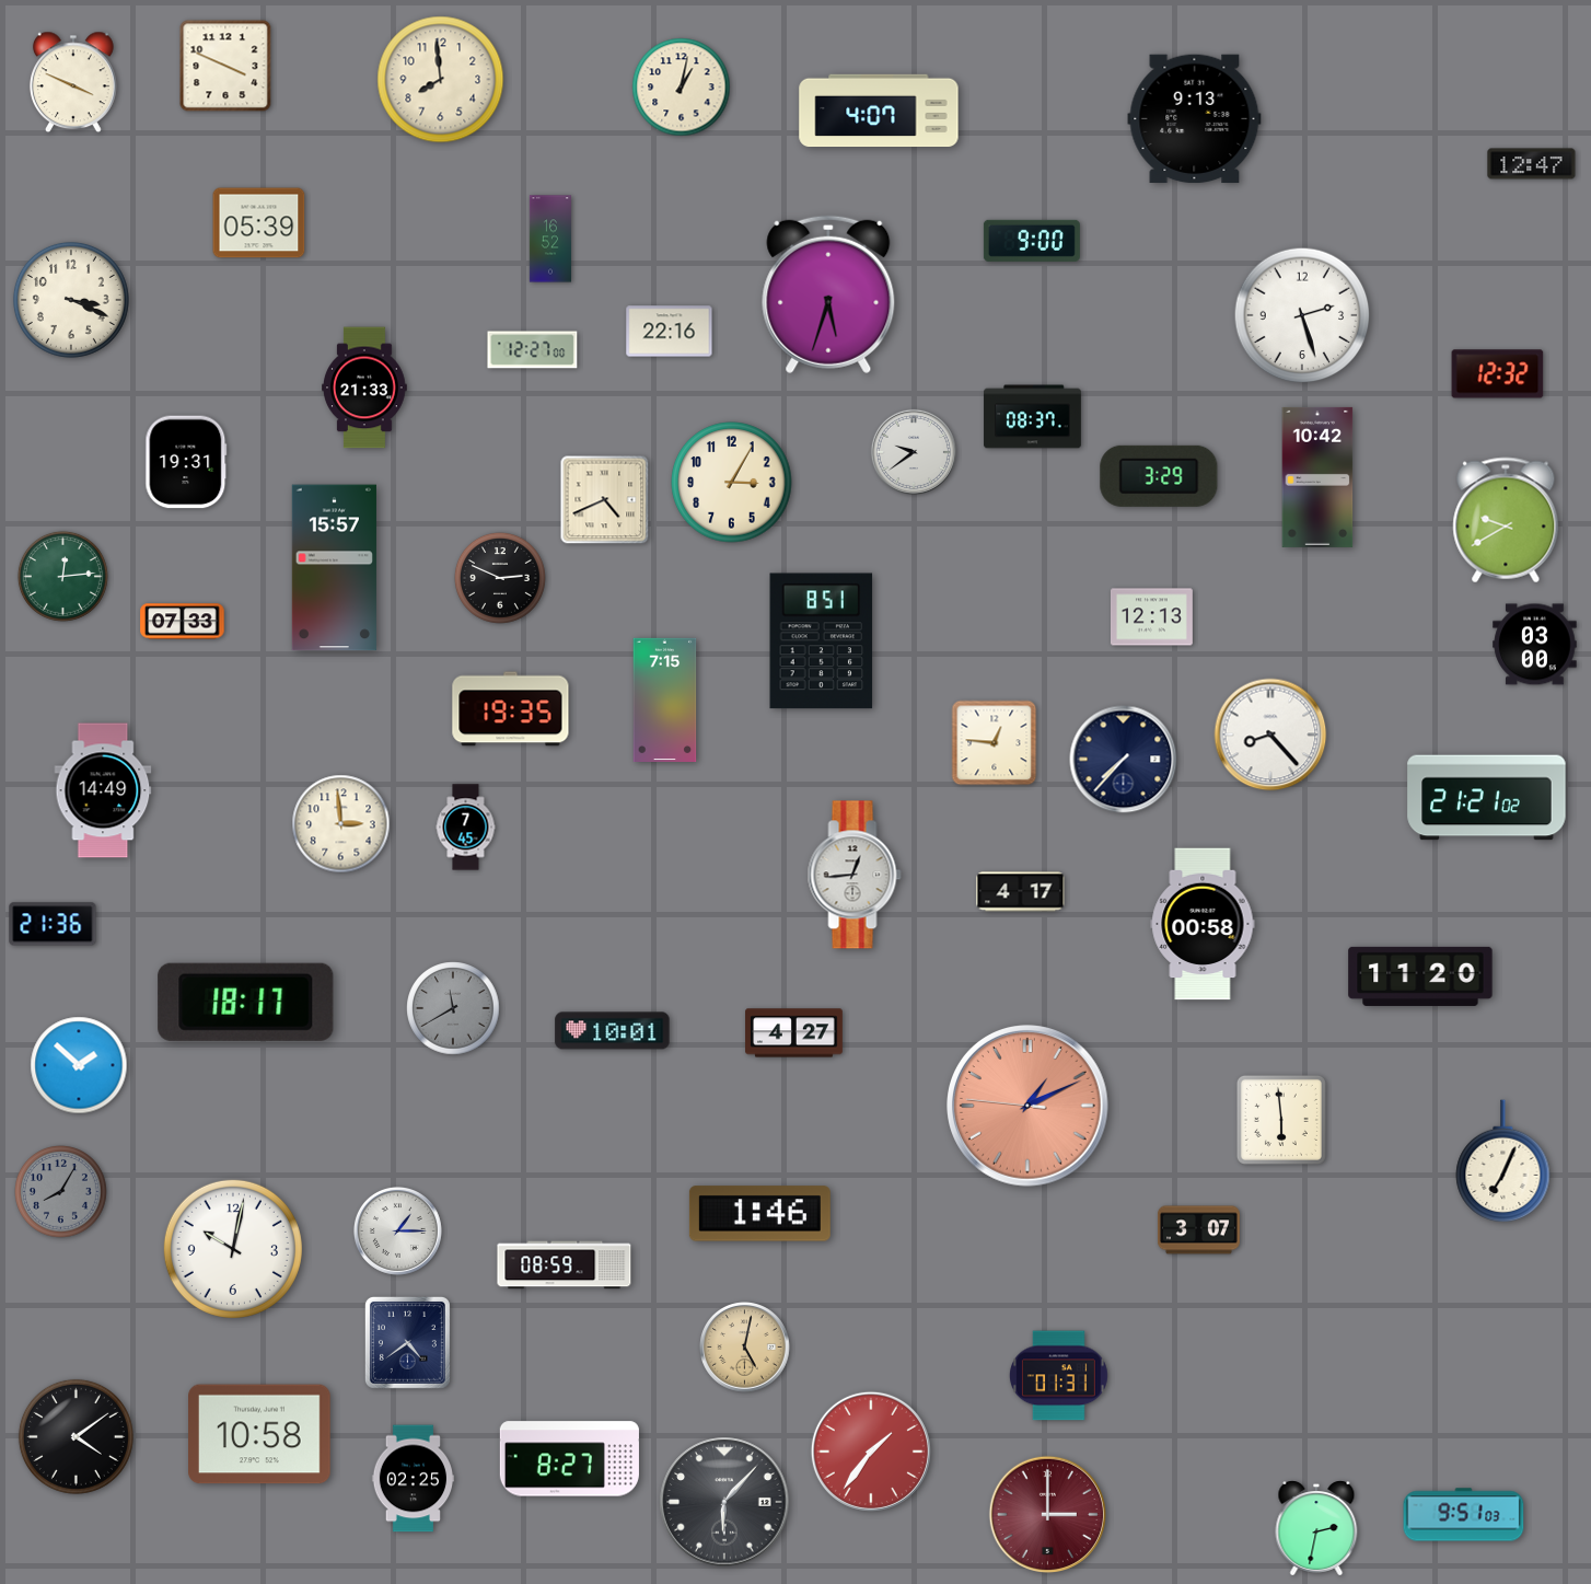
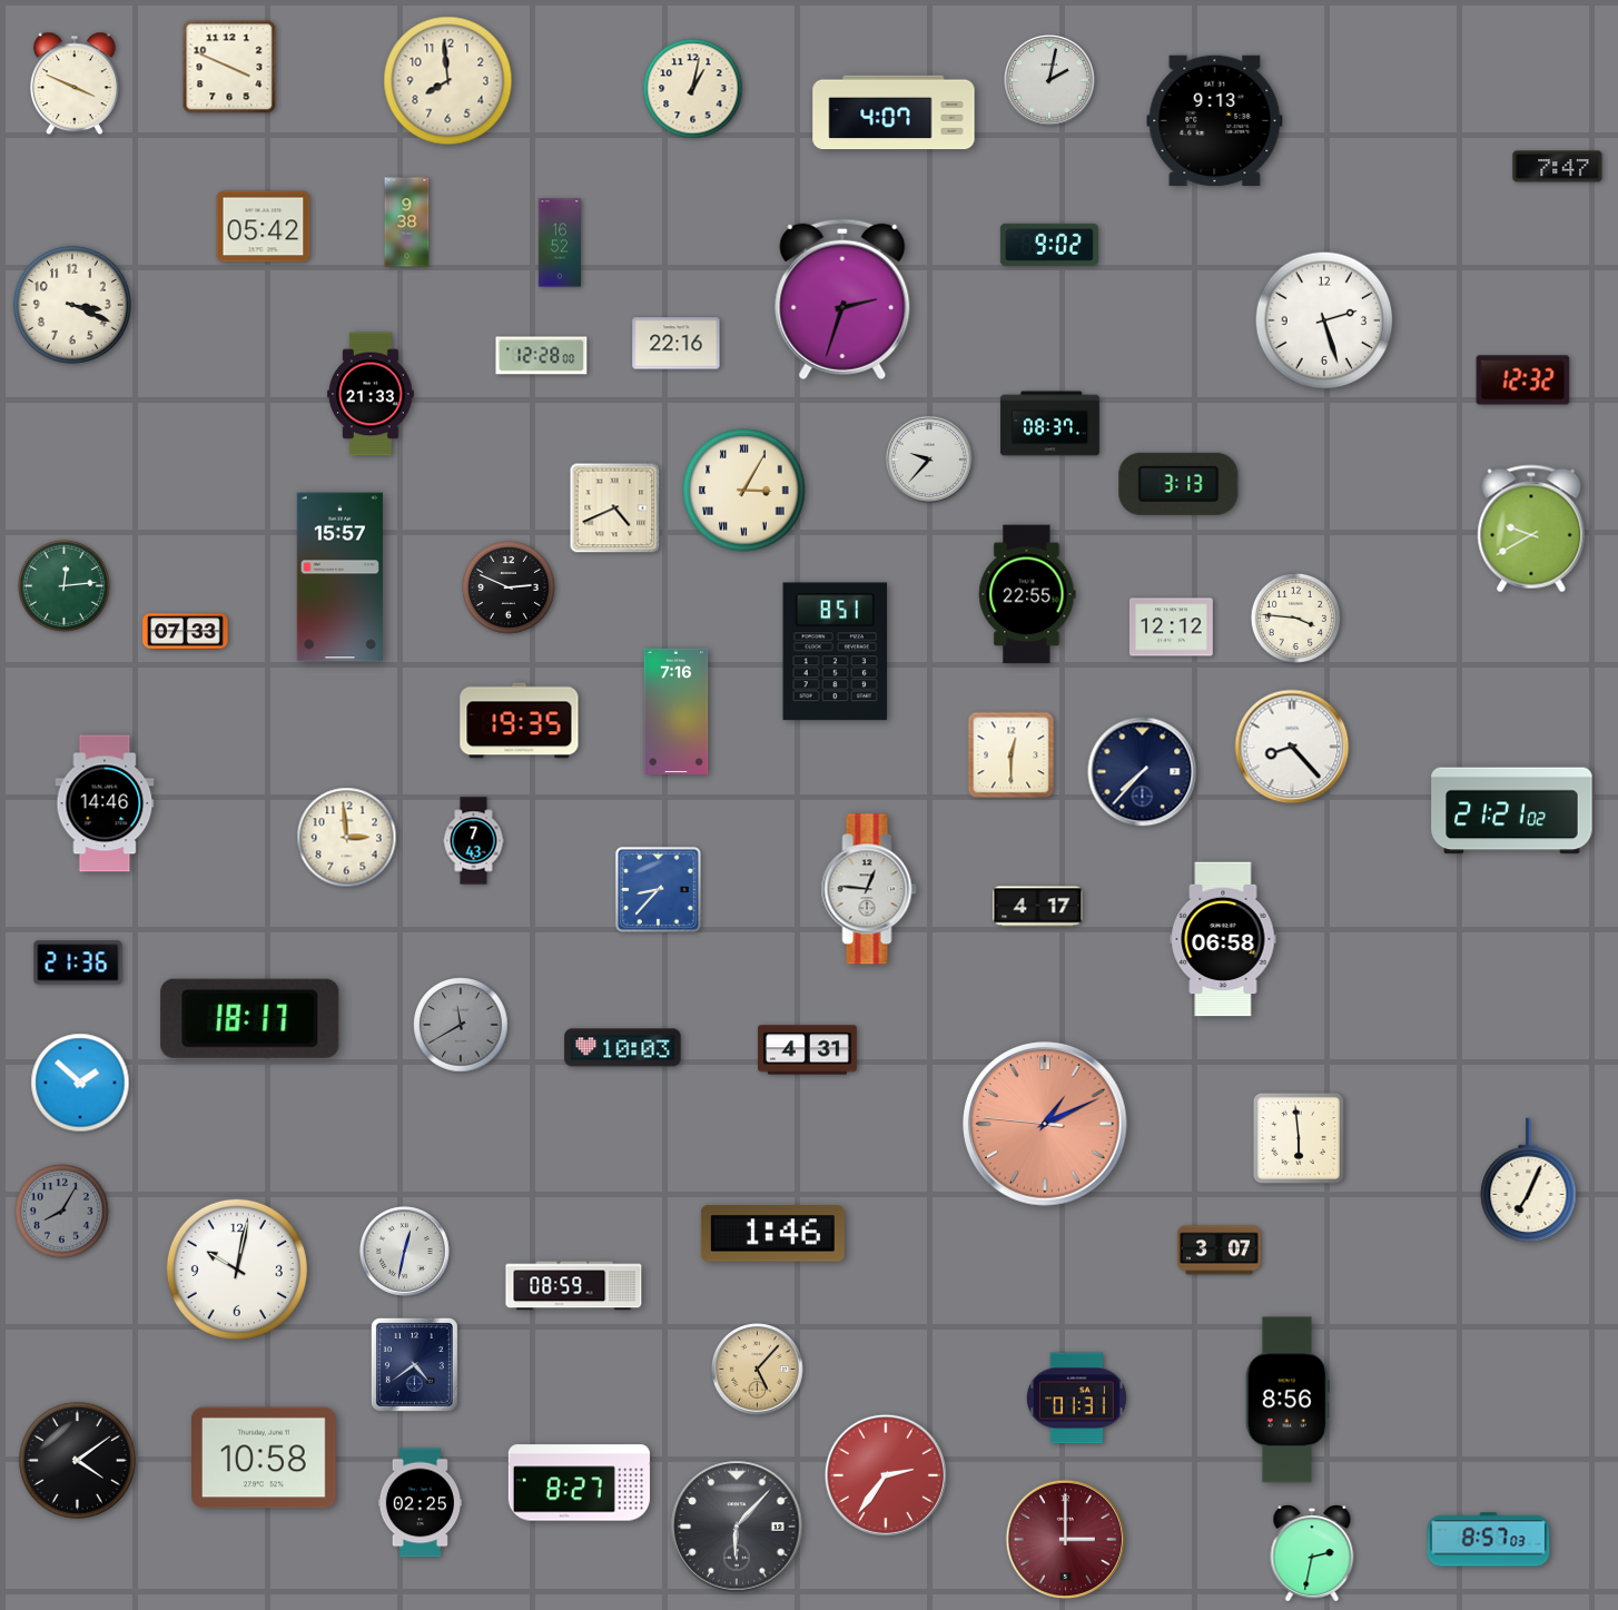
clock at (1050, 81): none -> 2:02
clock at (1532, 164): 12:47 -> 7:47
clock at (407, 223): none -> 9:38
clock at (259, 223): 05:39 -> 05:42
clock at (1032, 241): 9:00 -> 9:02
clock at (828, 294): 5:33 -> 2:33
clock at (670, 332) position: (670, 332) -> (677, 344)
clock at (533, 350): 12:27 -> 12:28
clock at (914, 452): 9:39 -> 9:37
clock at (186, 462): 19:31 -> none
clock at (1159, 476): 3:29 -> 3:13
clock at (1317, 477): 10:42 -> none
clock at (732, 483) numerals: Arabic -> Roman
clock at (1027, 594): none -> 22:55
clock at (1295, 618): none -> 3:46
clock at (1151, 617): 12:13 -> 12:12
clock at (1535, 645): 03:00 -> none
clock at (665, 699): 7:15 -> 7:16
clock at (995, 743): 12:46 -> 12:30
clock at (103, 790): 14:49 -> 14:46
clock at (466, 828): 7:45 -> 7:43
clock at (658, 889): none -> 8:37
clock at (855, 875): 12:44 -> 12:46
clock at (53, 924) position: (53, 924) -> (78, 962)
clock at (1203, 924): 00:58 -> 06:58
clock at (1420, 976): 11:20 -> none
clock at (613, 1031): 10:01 -> 10:03
clock at (794, 1033): 4:27 -> 4:31
clock at (1281, 1120) position: (1281, 1120) -> (1299, 1138)
clock at (397, 1230): 1:15 -> 12:32
clock at (745, 1348): 5:02 -> 5:07
clock at (1288, 1400): none -> 8:56
clock at (871, 1452): 1:36 -> 2:36
clock at (1464, 1515): 9:51 -> 8:57
clock at (1316, 1528) position: (1316, 1528) -> (1312, 1553)
